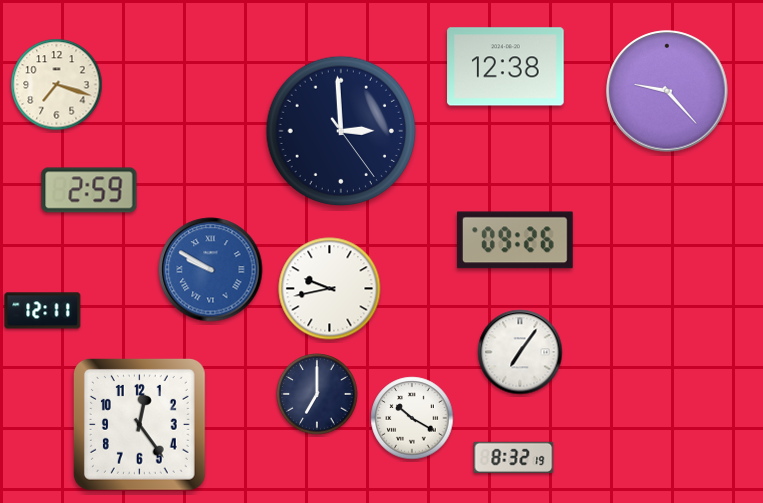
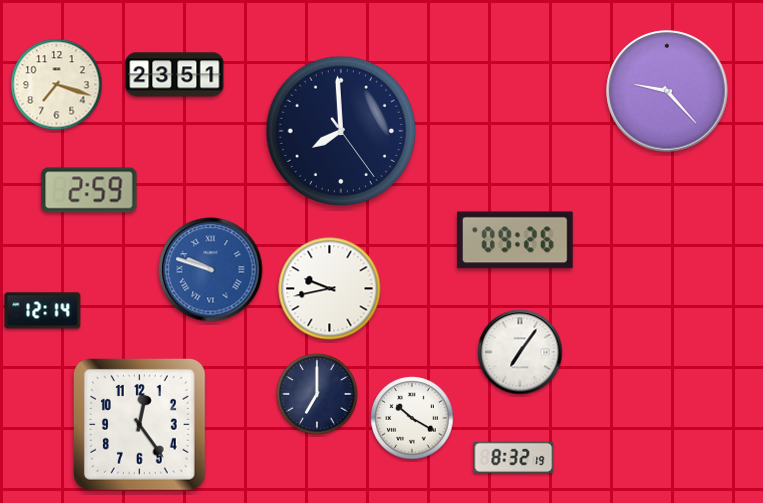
clock at (506, 67): 12:38 -> none
clock at (175, 75): none -> 23:51
clock at (340, 130): 2:59 -> 7:59
clock at (211, 270): 9:50 -> 9:48
clock at (43, 311): 12:11 -> 12:14
